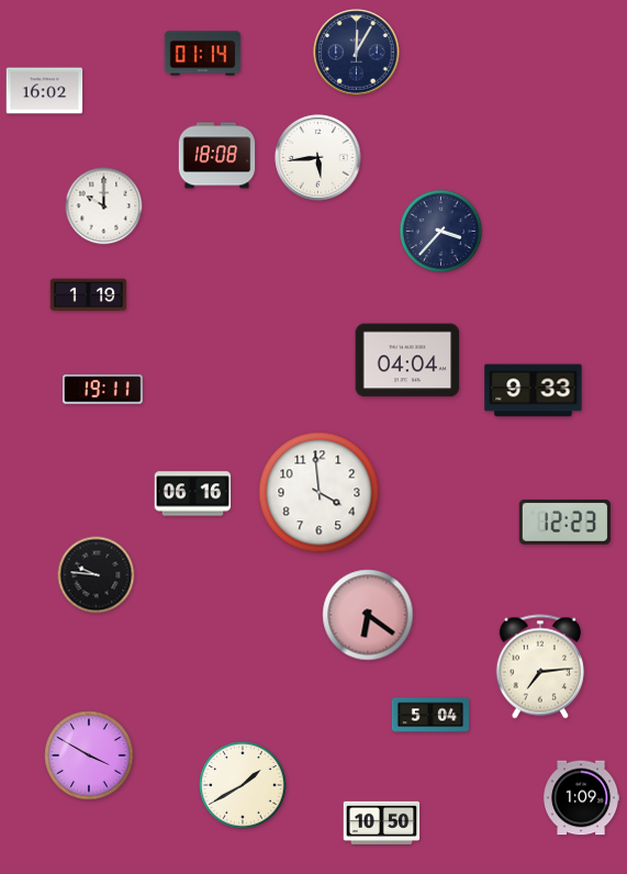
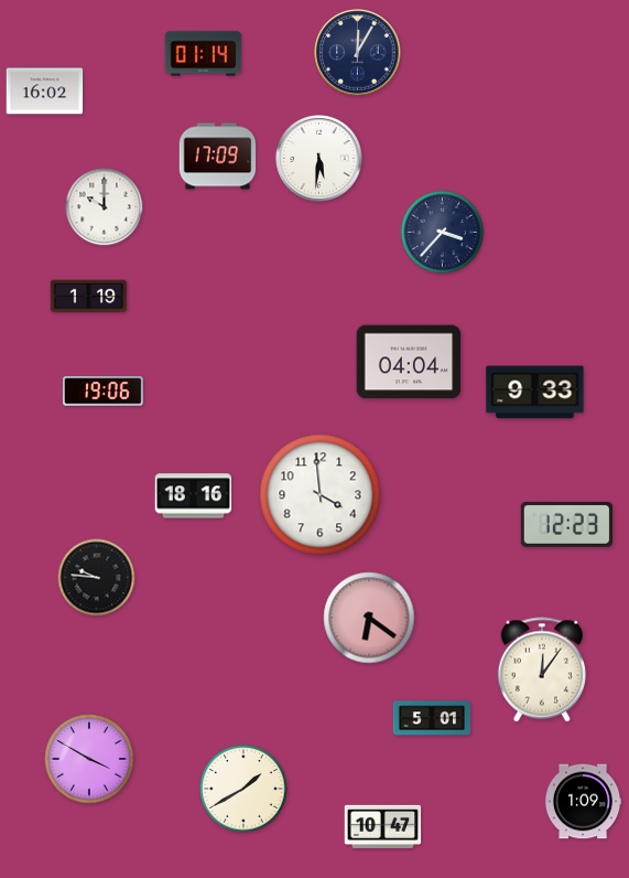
clock at (217, 156): 18:08 -> 17:09
clock at (318, 158): 5:44 -> 5:31
clock at (103, 390): 19:11 -> 19:06
clock at (193, 494): 06:16 -> 18:16
clock at (540, 666): 7:14 -> 12:06
clock at (429, 715): 5:04 -> 5:01
clock at (382, 822): 10:50 -> 10:47
